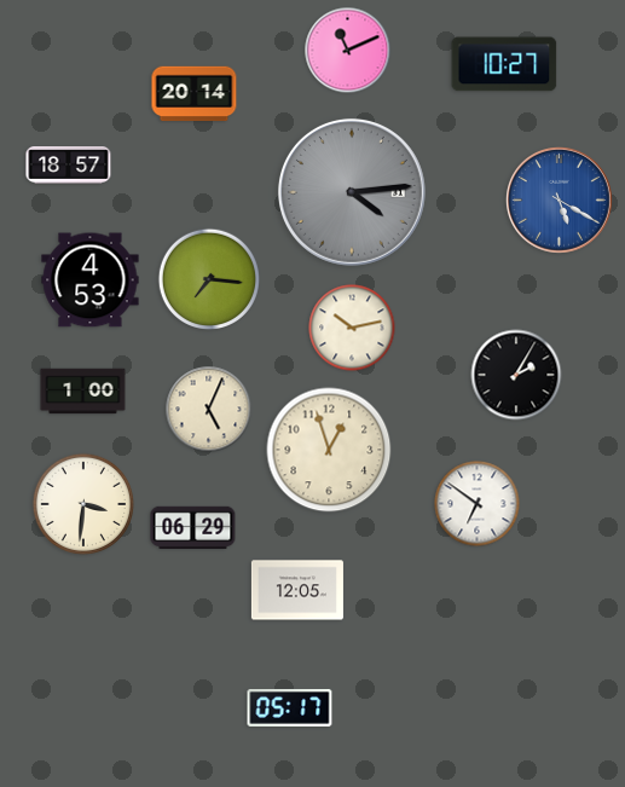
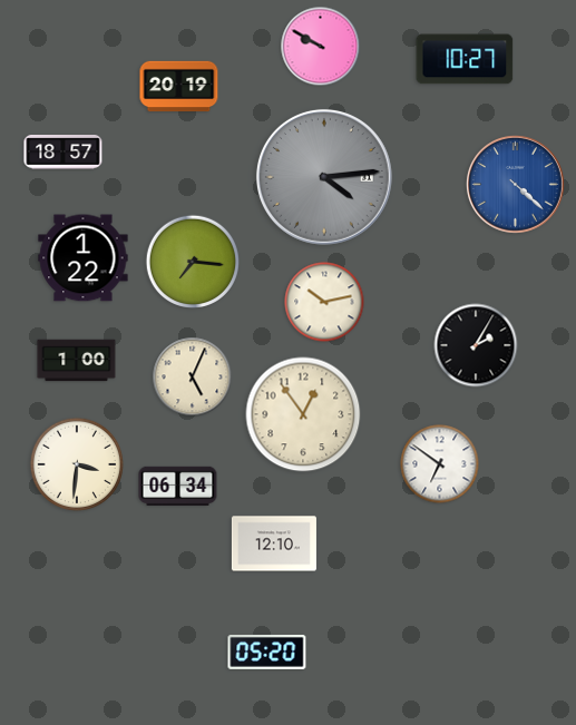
clock at (348, 51): 11:11 -> 9:50
clock at (195, 94): 20:14 -> 20:19
clock at (560, 201): 5:20 -> 4:22
clock at (208, 278) position: (208, 278) -> (192, 261)
clock at (91, 280): 4:53 -> 1:22
clock at (329, 450): 12:57 -> 12:54
clock at (193, 528): 06:29 -> 06:34
clock at (297, 590): 12:05 -> 12:10
clock at (290, 707): 05:17 -> 05:20
